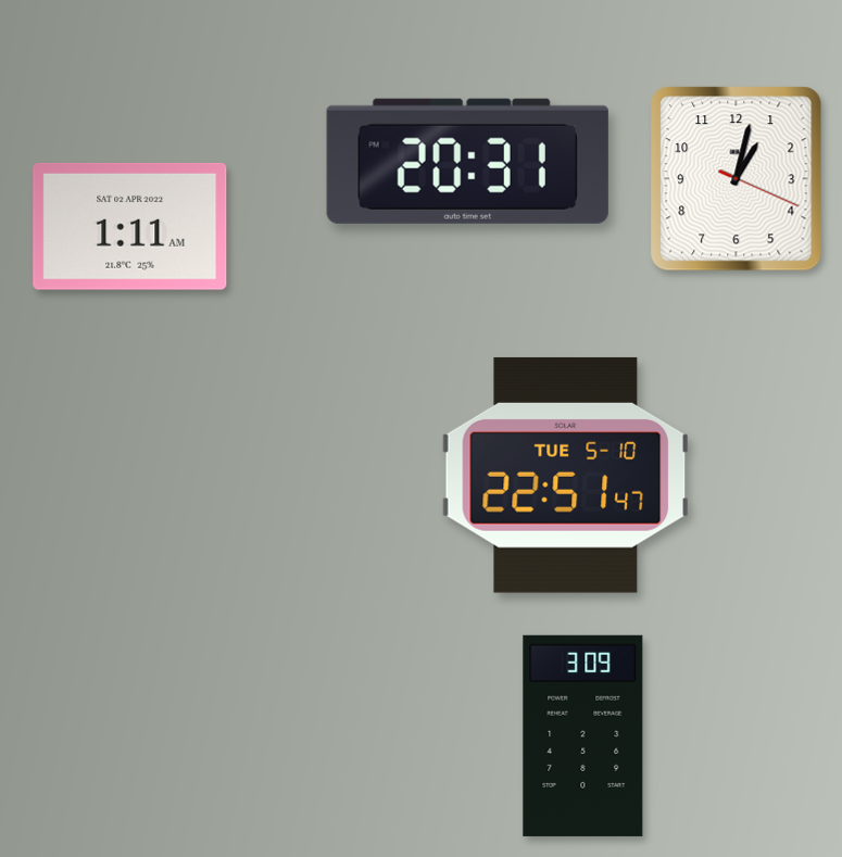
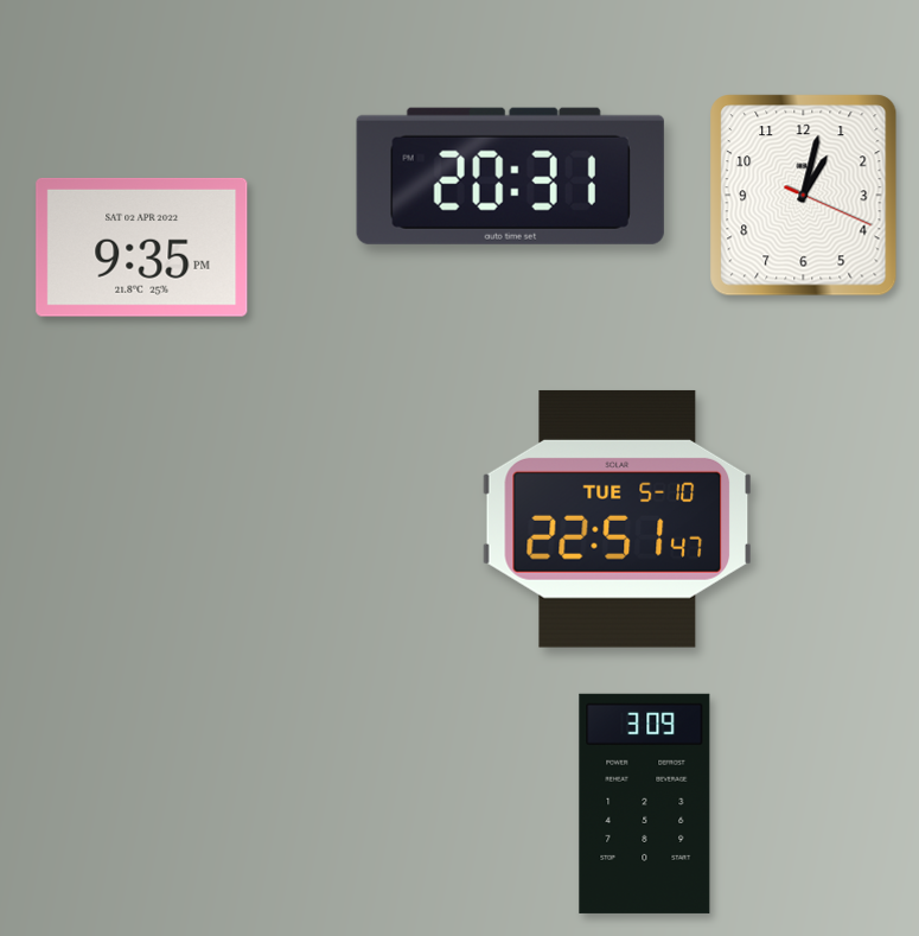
clock at (130, 226): 1:11 -> 9:35
clock at (583, 735) position: (583, 735) -> (645, 803)
